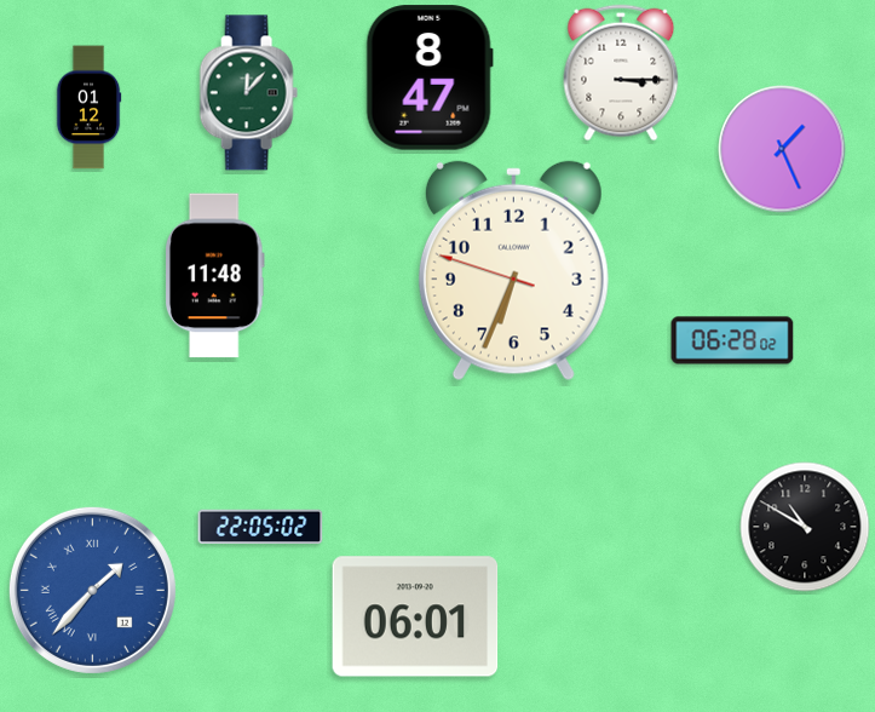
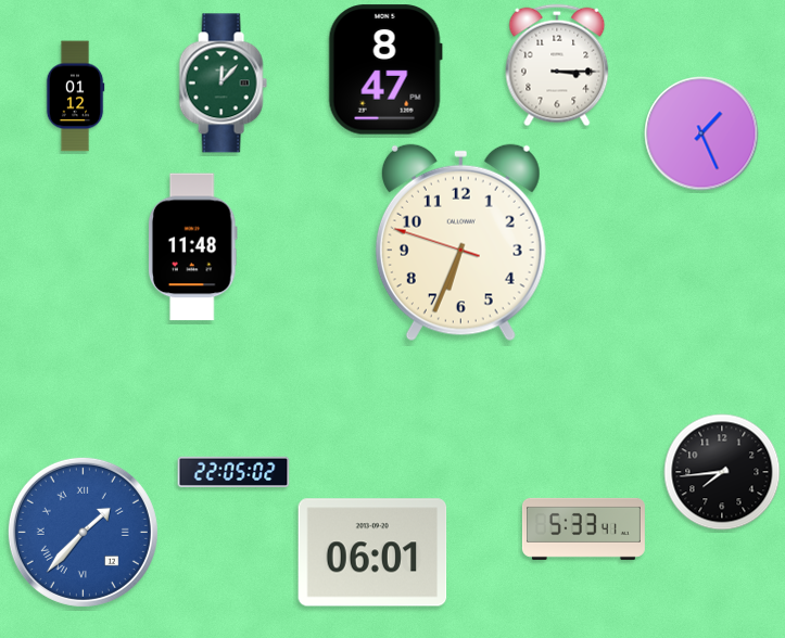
clock at (88, 108) position: (88, 108) -> (75, 97)
clock at (732, 340): 06:28 -> none
clock at (805, 527): 10:50 -> 7:44
clock at (92, 590) position: (92, 590) -> (83, 532)
clock at (583, 528): none -> 5:33
